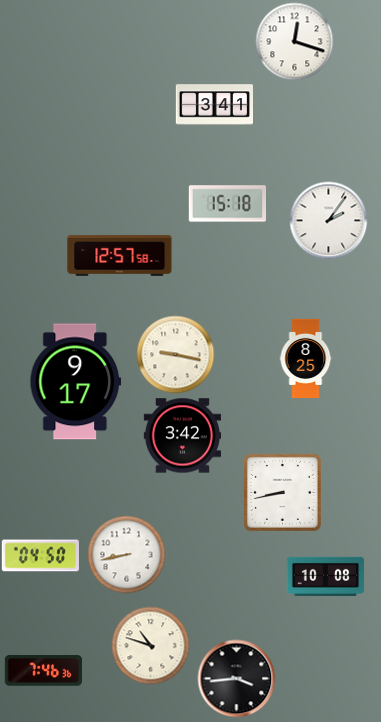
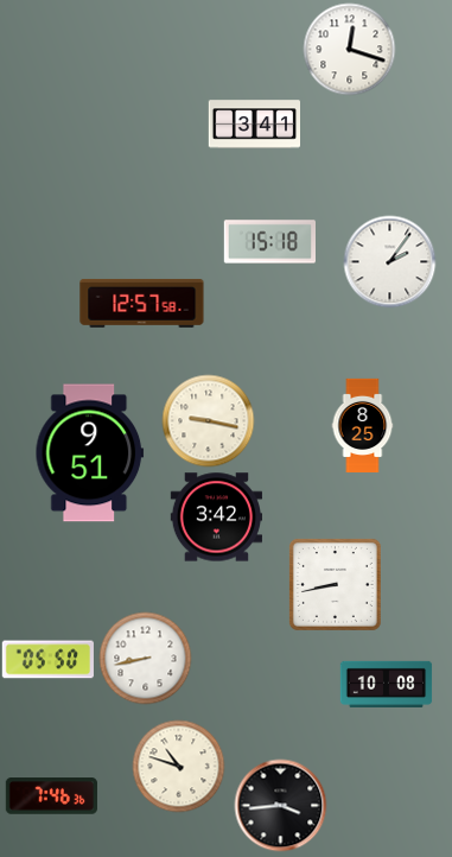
clock at (76, 382): 9:17 -> 9:51
clock at (126, 554) position: (126, 554) -> (145, 658)
clock at (40, 556): 04:50 -> 05:50
